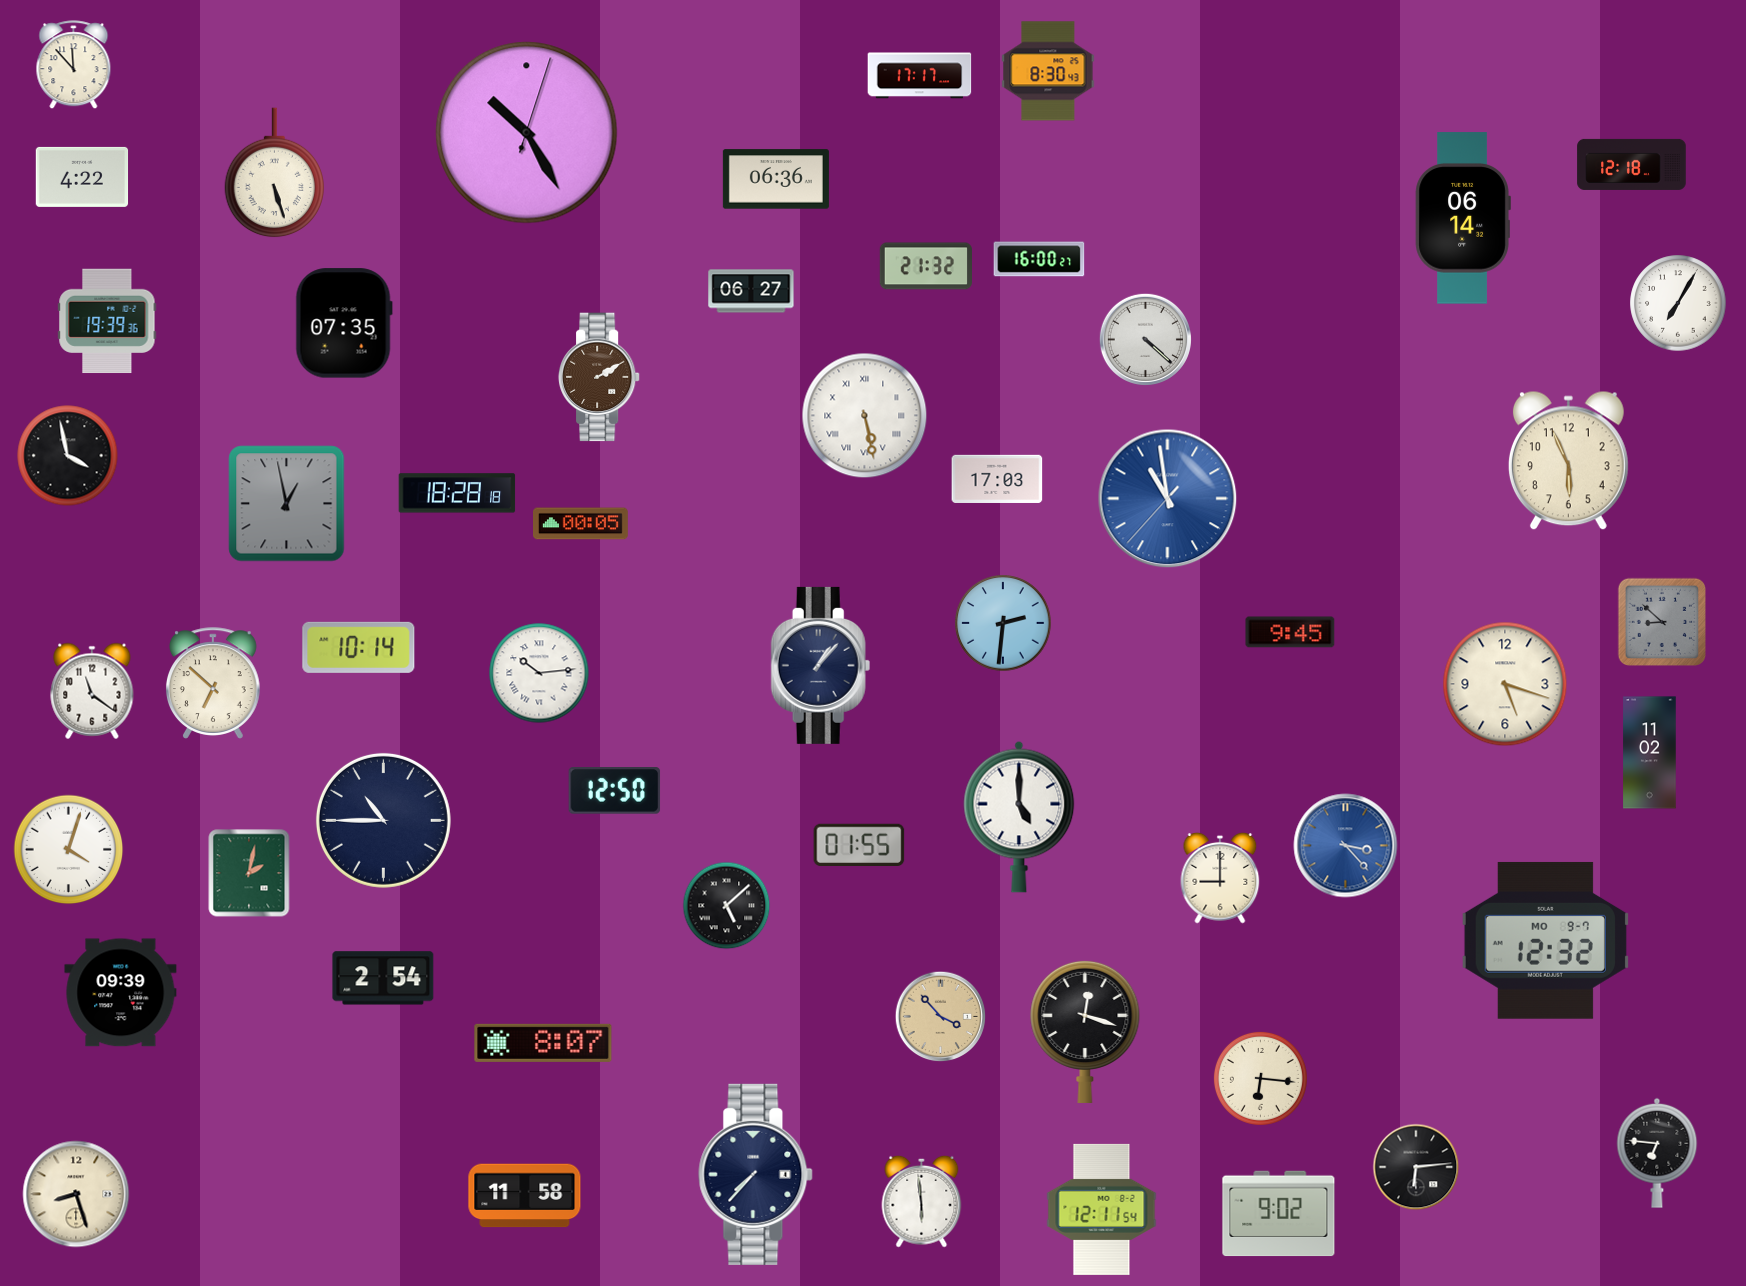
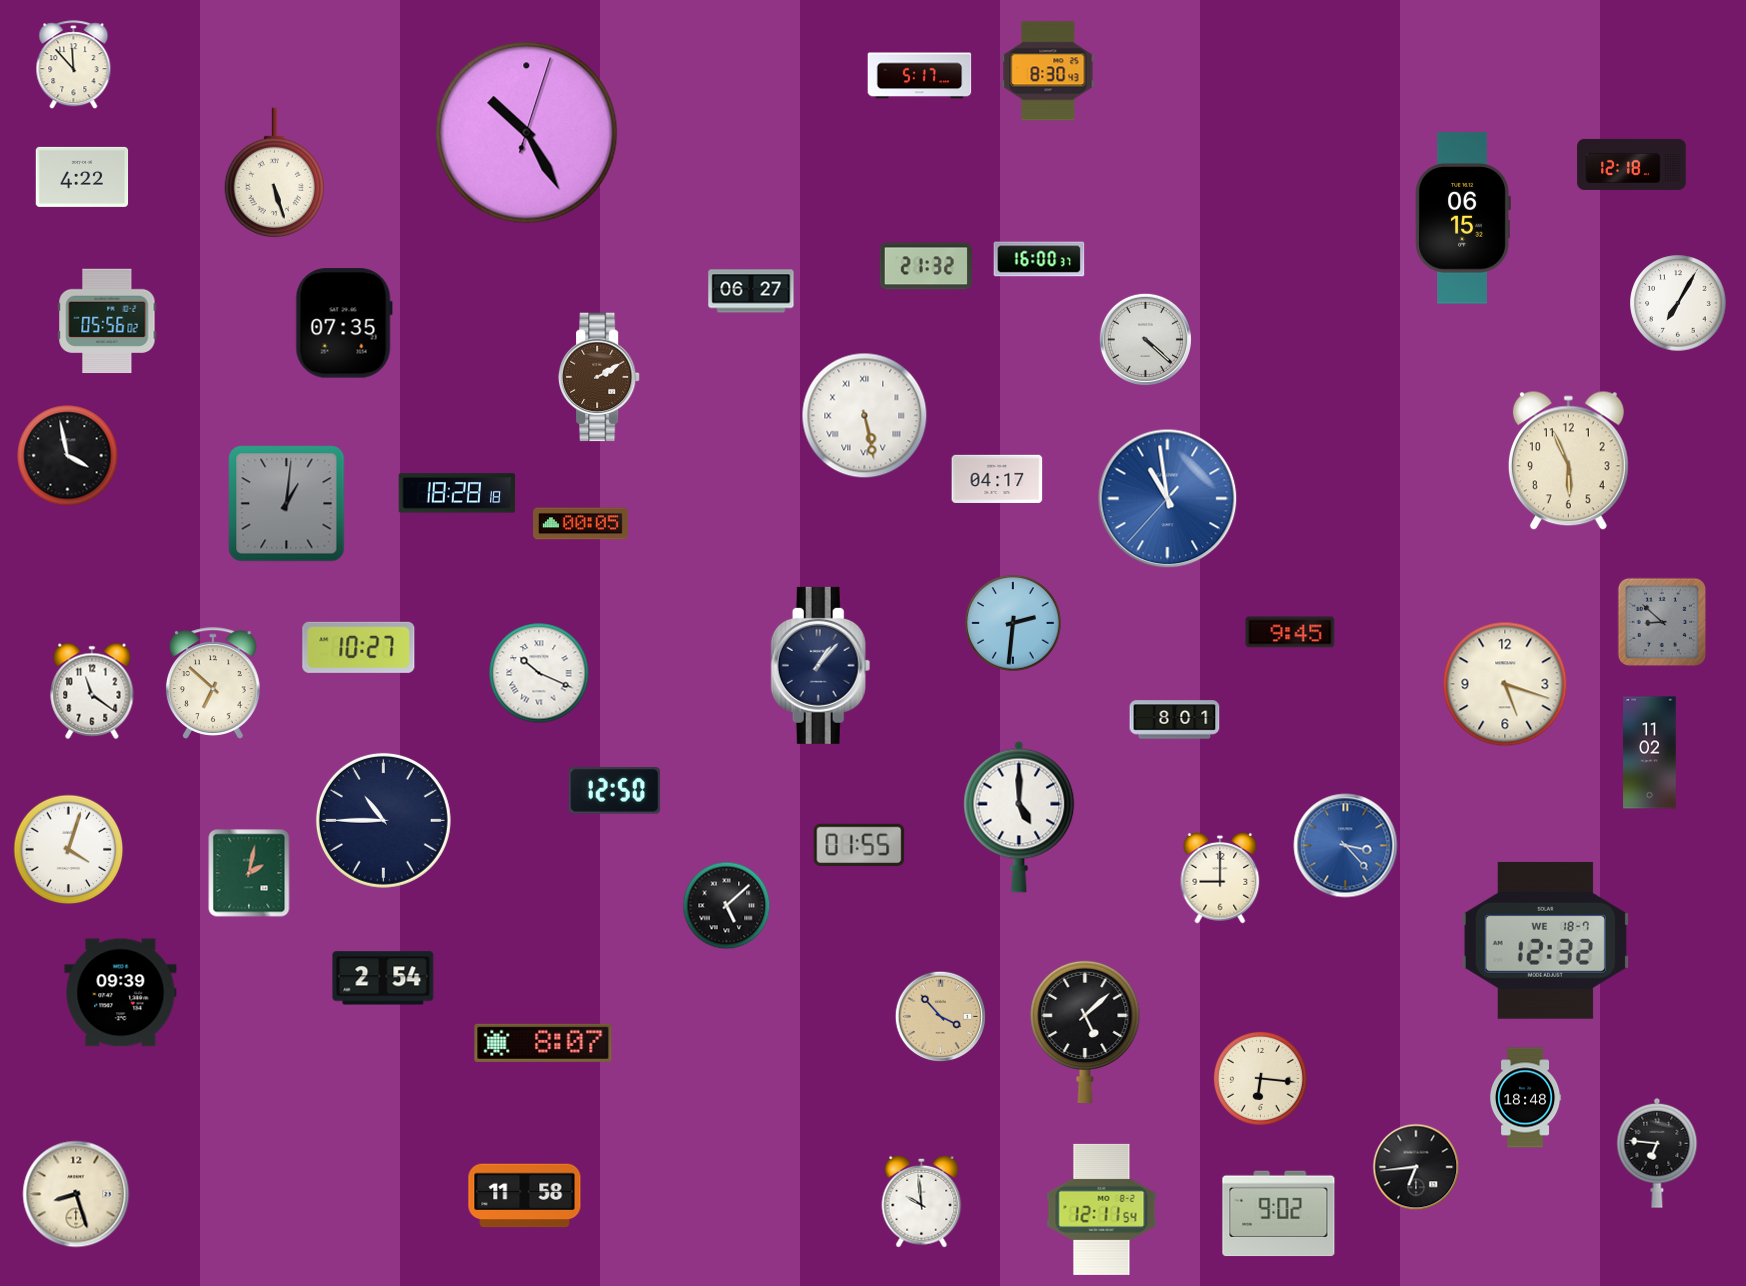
clock at (920, 76): 17:17 -> 5:17
clock at (776, 179): 06:36 -> none
clock at (1463, 218): 06:14 -> 06:15
clock at (1039, 259): 16:00:27 -> 16:00:37
clock at (107, 321): 19:39 -> 05:56
clock at (997, 479): 17:03 -> 04:17
clock at (287, 504): 12:58 -> 1:01
clock at (1003, 623) position: (1003, 623) -> (1013, 623)
clock at (359, 647): 10:14 -> 10:27
clock at (539, 673): 10:14 -> 10:19
clock at (1175, 720): none -> 8:01
clock at (1545, 940) date: MO 9-7 -> WE 18-7
clock at (1085, 1031): 12:18 -> 5:08
clock at (1525, 1098): none -> 18:48
clock at (1416, 1167): 6:14 -> 6:44
clock at (756, 1174): 7:37 -> none
clock at (922, 1201): 5:59 -> 9:59
